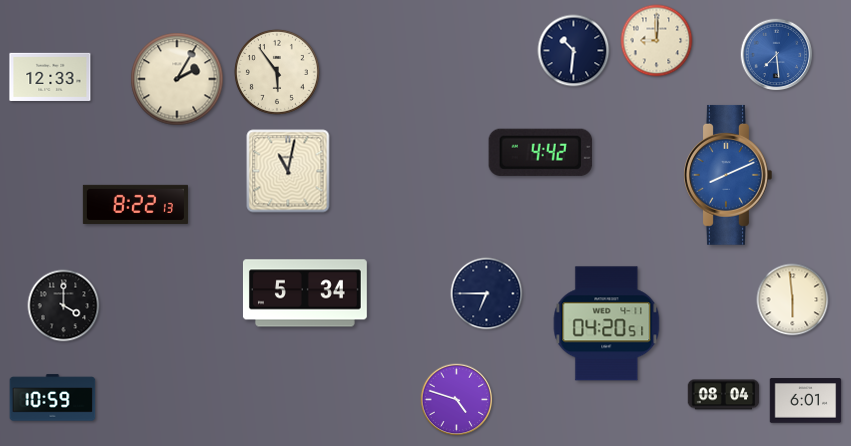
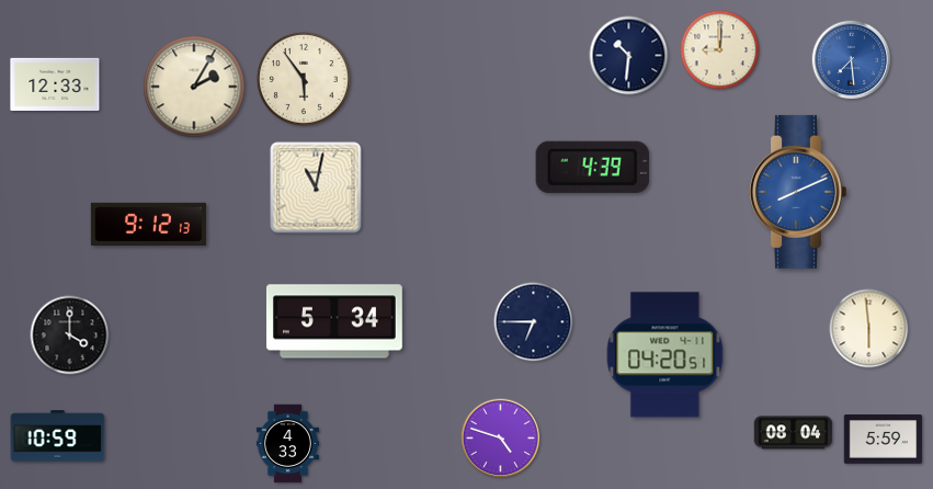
clock at (657, 41) position: (657, 41) -> (720, 50)
clock at (540, 152): 4:42 -> 4:39
clock at (135, 204): 8:22 -> 9:12
clock at (806, 401): 6:01 -> 5:59
clock at (287, 444): none -> 4:33
